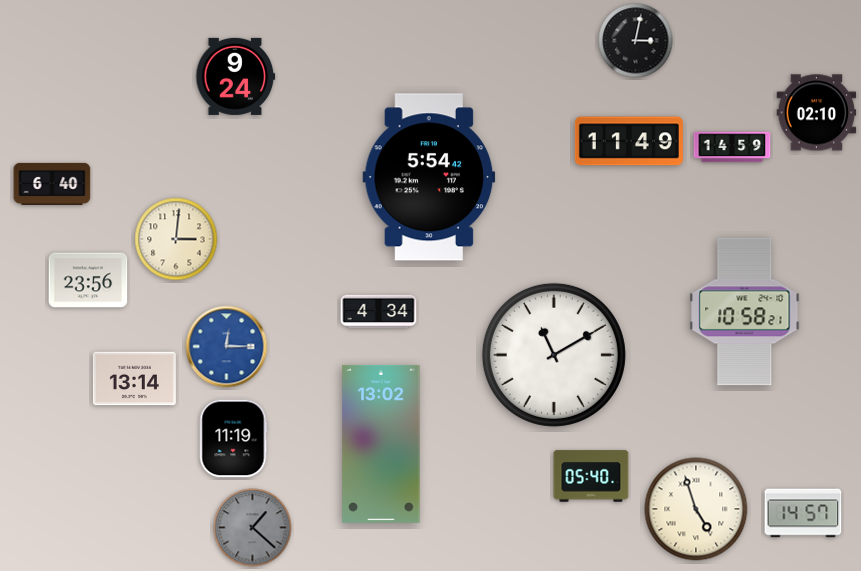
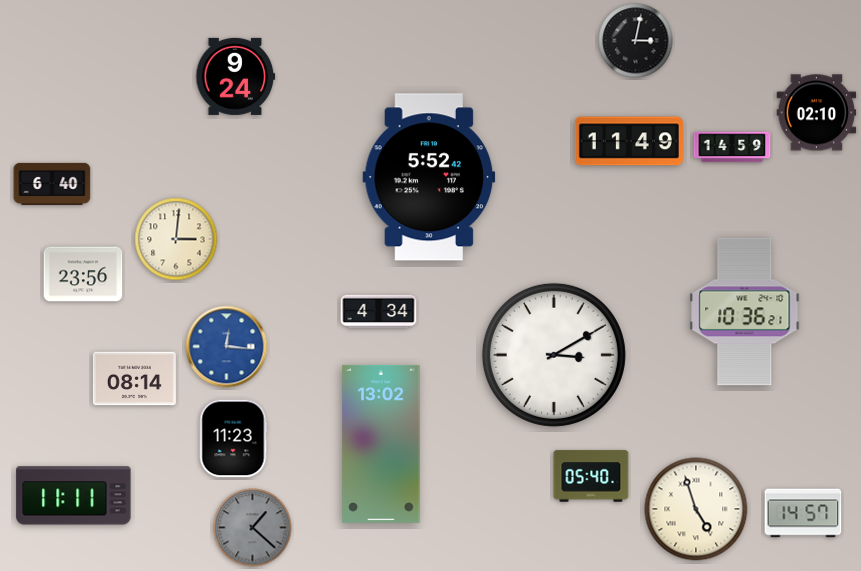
clock at (429, 177): 5:54 -> 5:52
clock at (88, 280) position: (88, 280) -> (83, 274)
clock at (745, 312): 10:58 -> 10:36
clock at (227, 347): 12:15 -> 12:16
clock at (554, 355): 11:10 -> 3:10
clock at (134, 379): 13:14 -> 08:14
clock at (233, 439): 11:19 -> 11:23
clock at (74, 496): none -> 11:11
